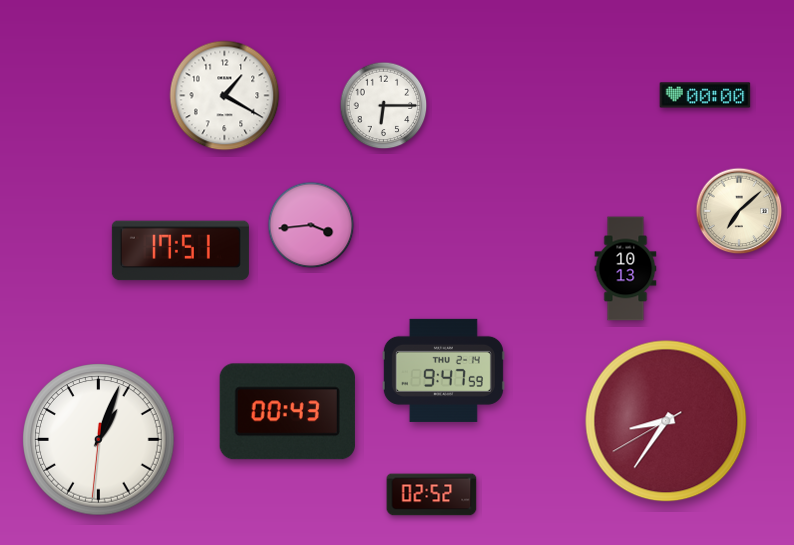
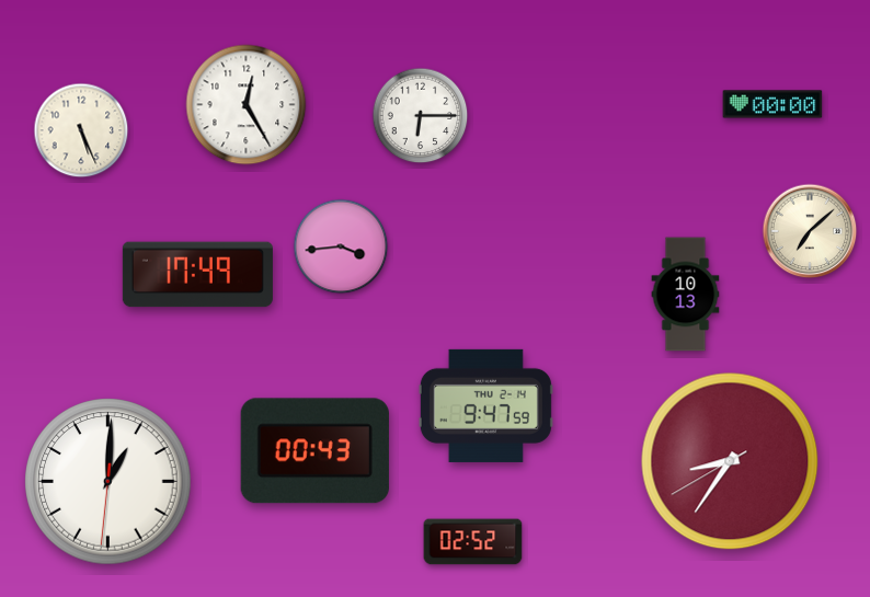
clock at (225, 96): 1:20 -> 12:25
clock at (81, 130): none -> 5:26
clock at (180, 251): 17:51 -> 17:49
clock at (99, 440): 1:03 -> 1:00
